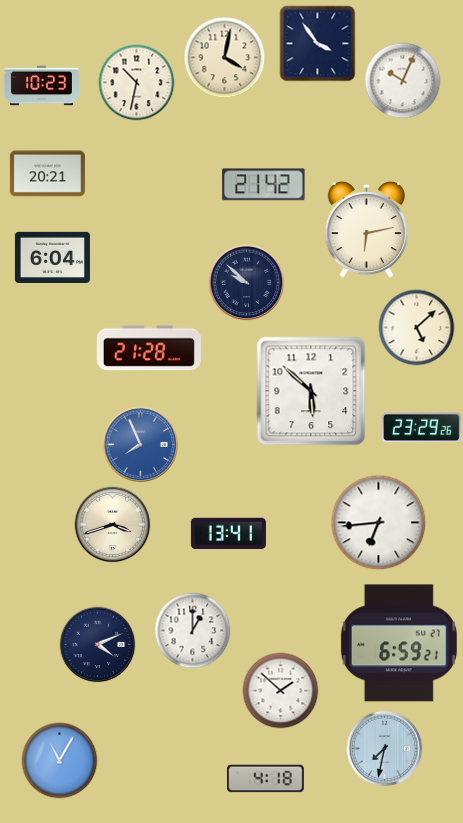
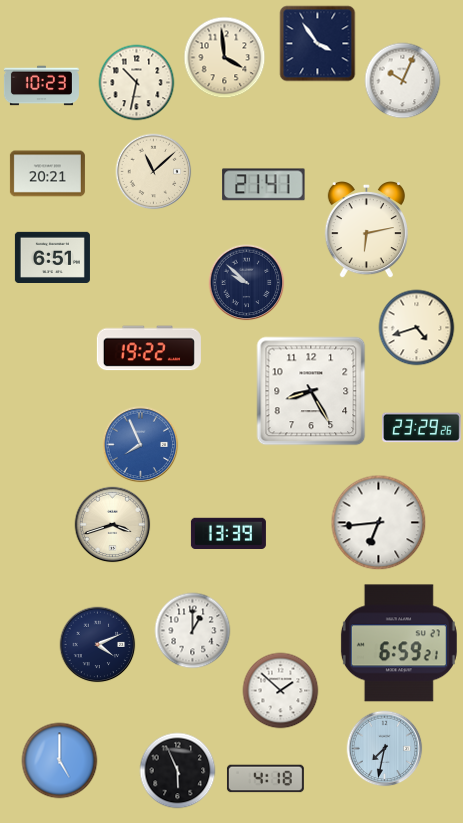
clock at (225, 58): 4:02 -> 3:59
clock at (154, 172): none -> 11:08
clock at (264, 185): 21:42 -> 21:41
clock at (52, 257): 6:04 -> 6:51
clock at (417, 328): 5:08 -> 4:42
clock at (149, 348): 21:28 -> 19:22
clock at (311, 391): 5:52 -> 8:25
clock at (228, 533): 13:41 -> 13:39
clock at (60, 761): 11:05 -> 5:00
clock at (178, 771): none -> 5:56
